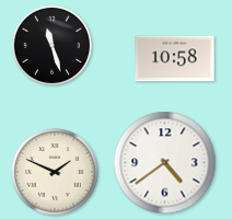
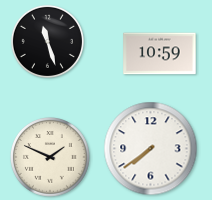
clock at (175, 59): 10:58 -> 10:59
clock at (165, 163): 4:39 -> 7:39
